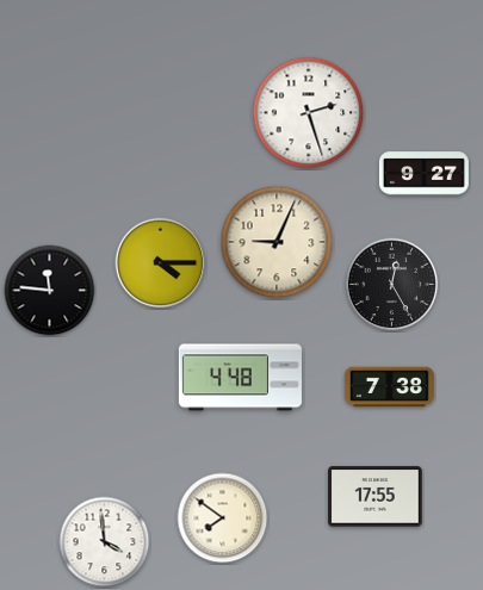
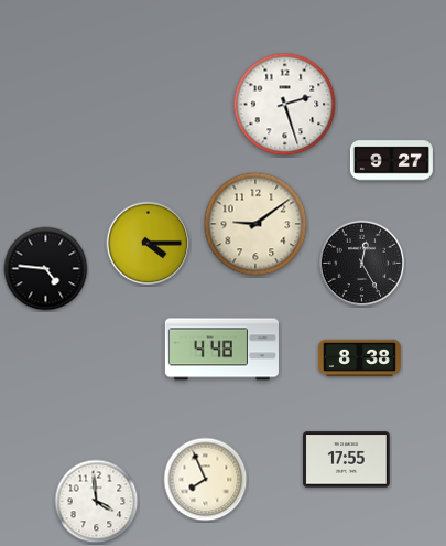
clock at (277, 242): 9:04 -> 9:09
clock at (50, 291): 11:46 -> 4:46
clock at (389, 387): 7:38 -> 8:38
clock at (223, 518): 7:51 -> 7:56
